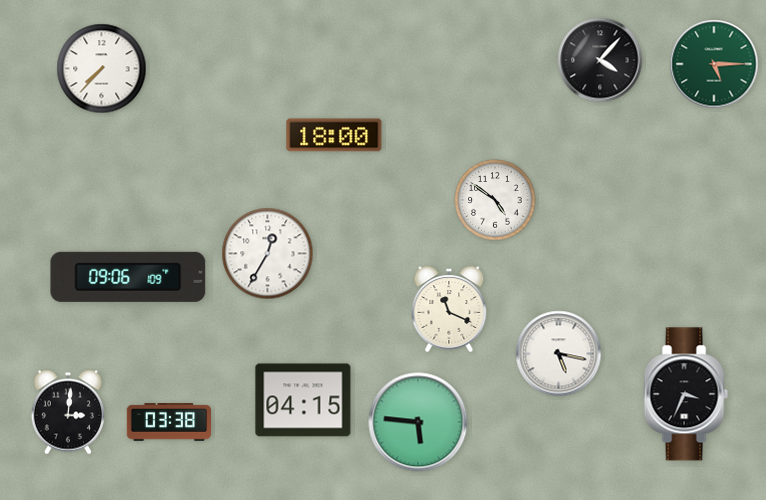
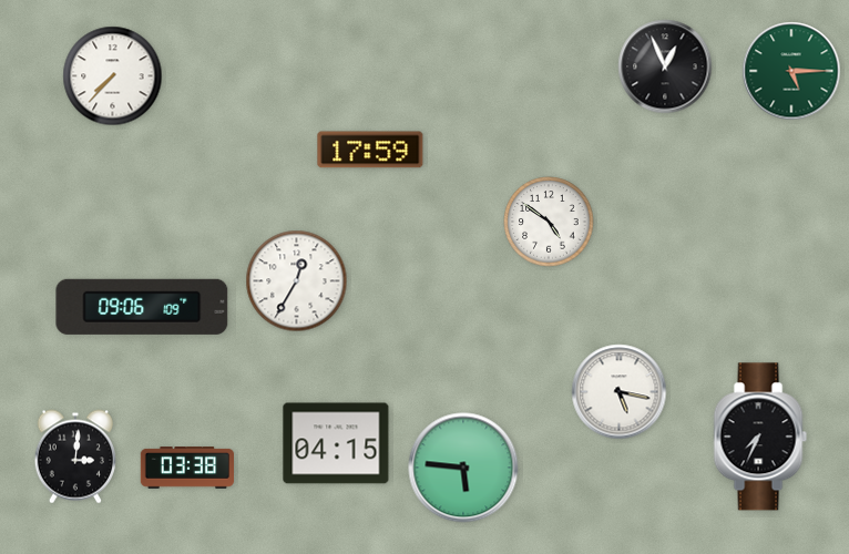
clock at (600, 60): 4:07 -> 12:56
clock at (334, 135): 18:00 -> 17:59
clock at (449, 309): 11:19 -> none
clock at (686, 394): 3:34 -> 7:34
